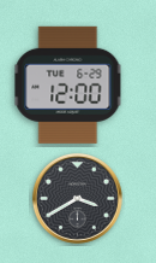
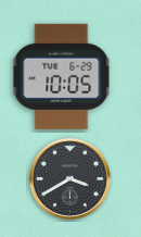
clock at (68, 84): 12:00 -> 10:05
